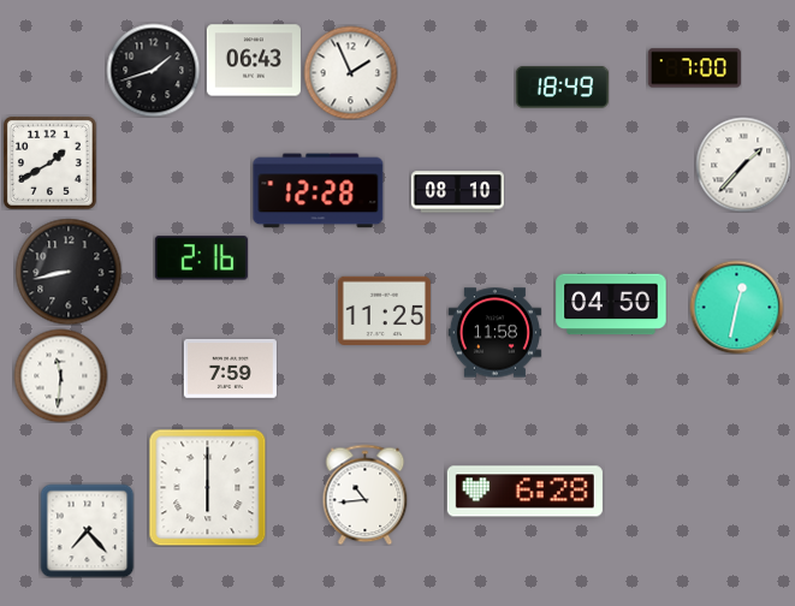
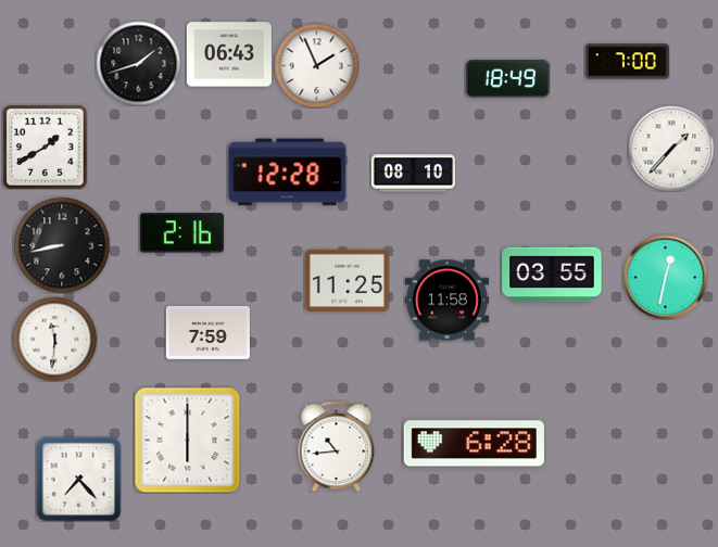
clock at (611, 304): 04:50 -> 03:55
clock at (366, 494) position: (366, 494) -> (337, 446)
